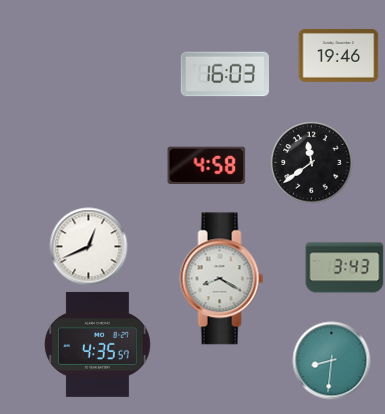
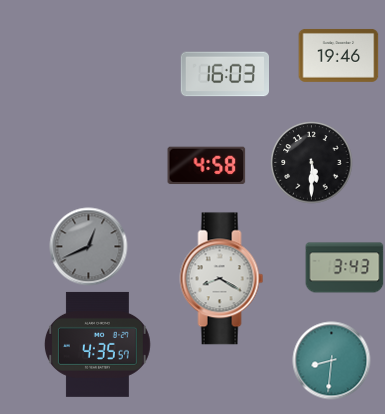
clock at (311, 162): 11:39 -> 5:30
clock at (88, 246) dial: white -> grey
